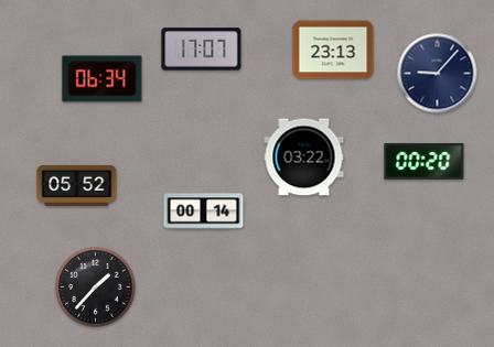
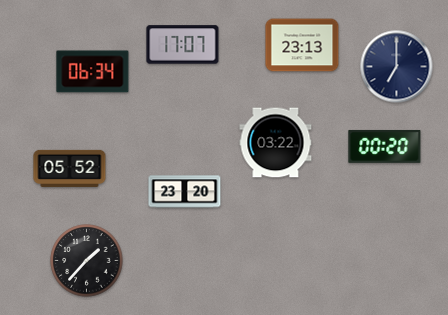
clock at (438, 74): 9:07 -> 7:00
clock at (204, 212): 00:14 -> 23:20
